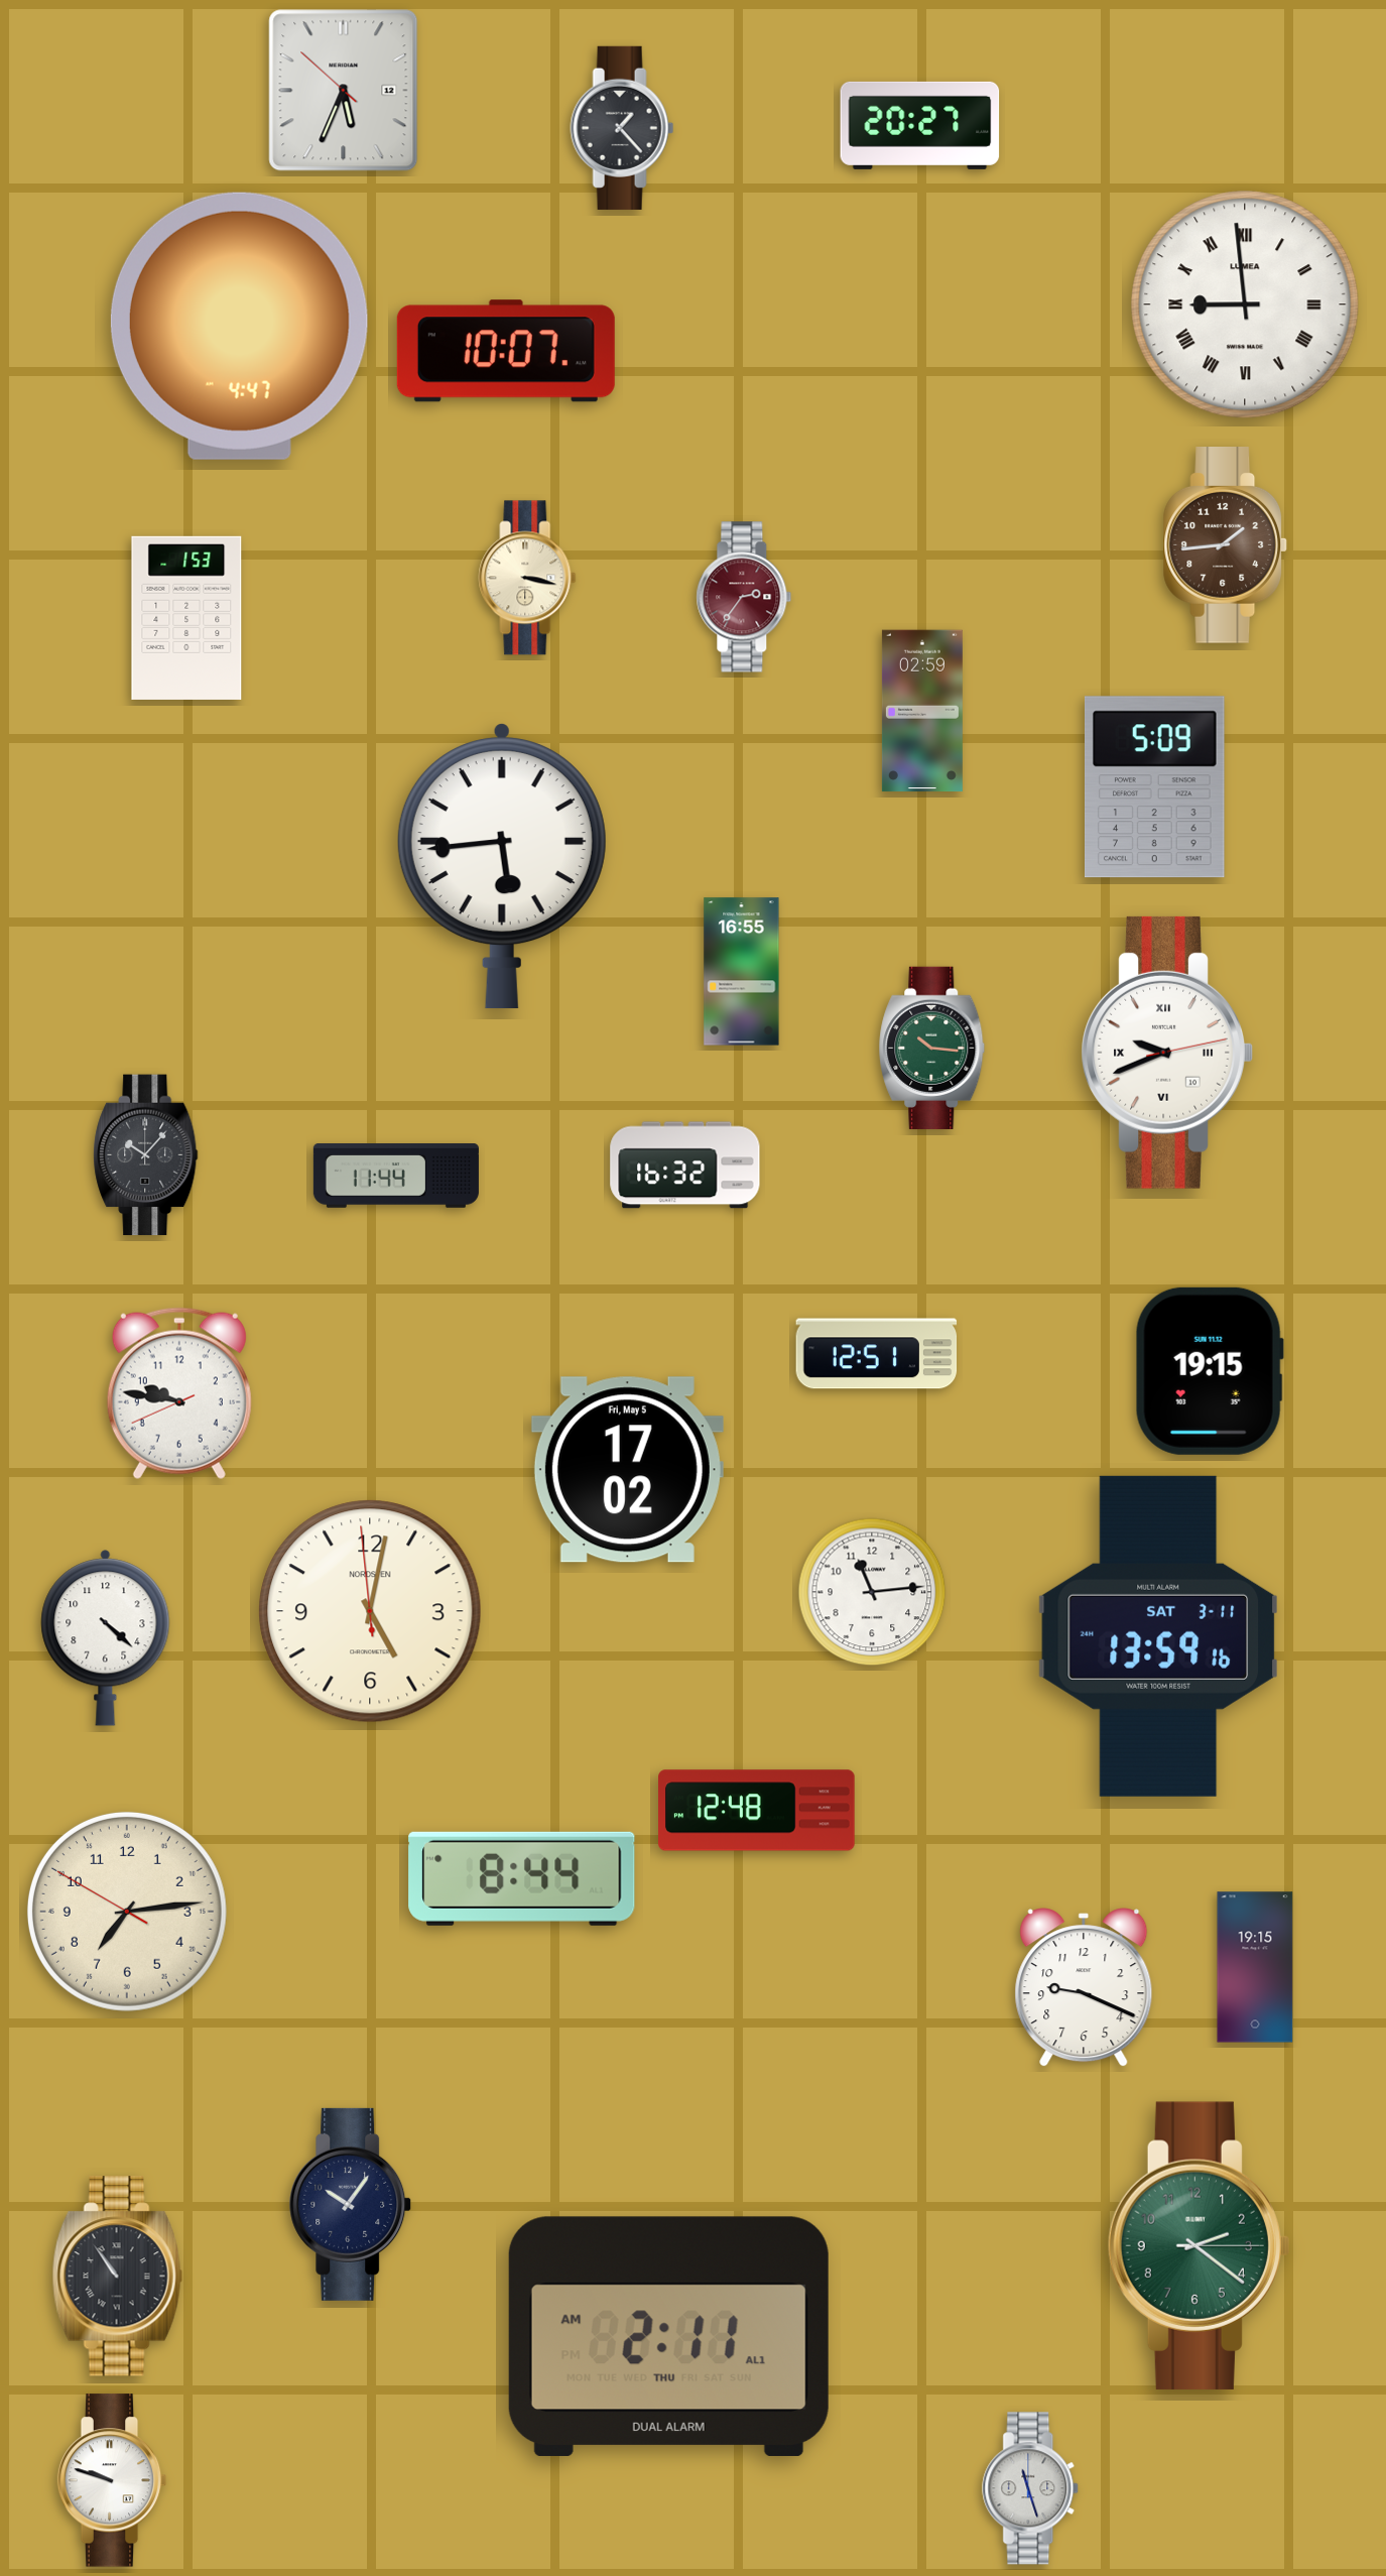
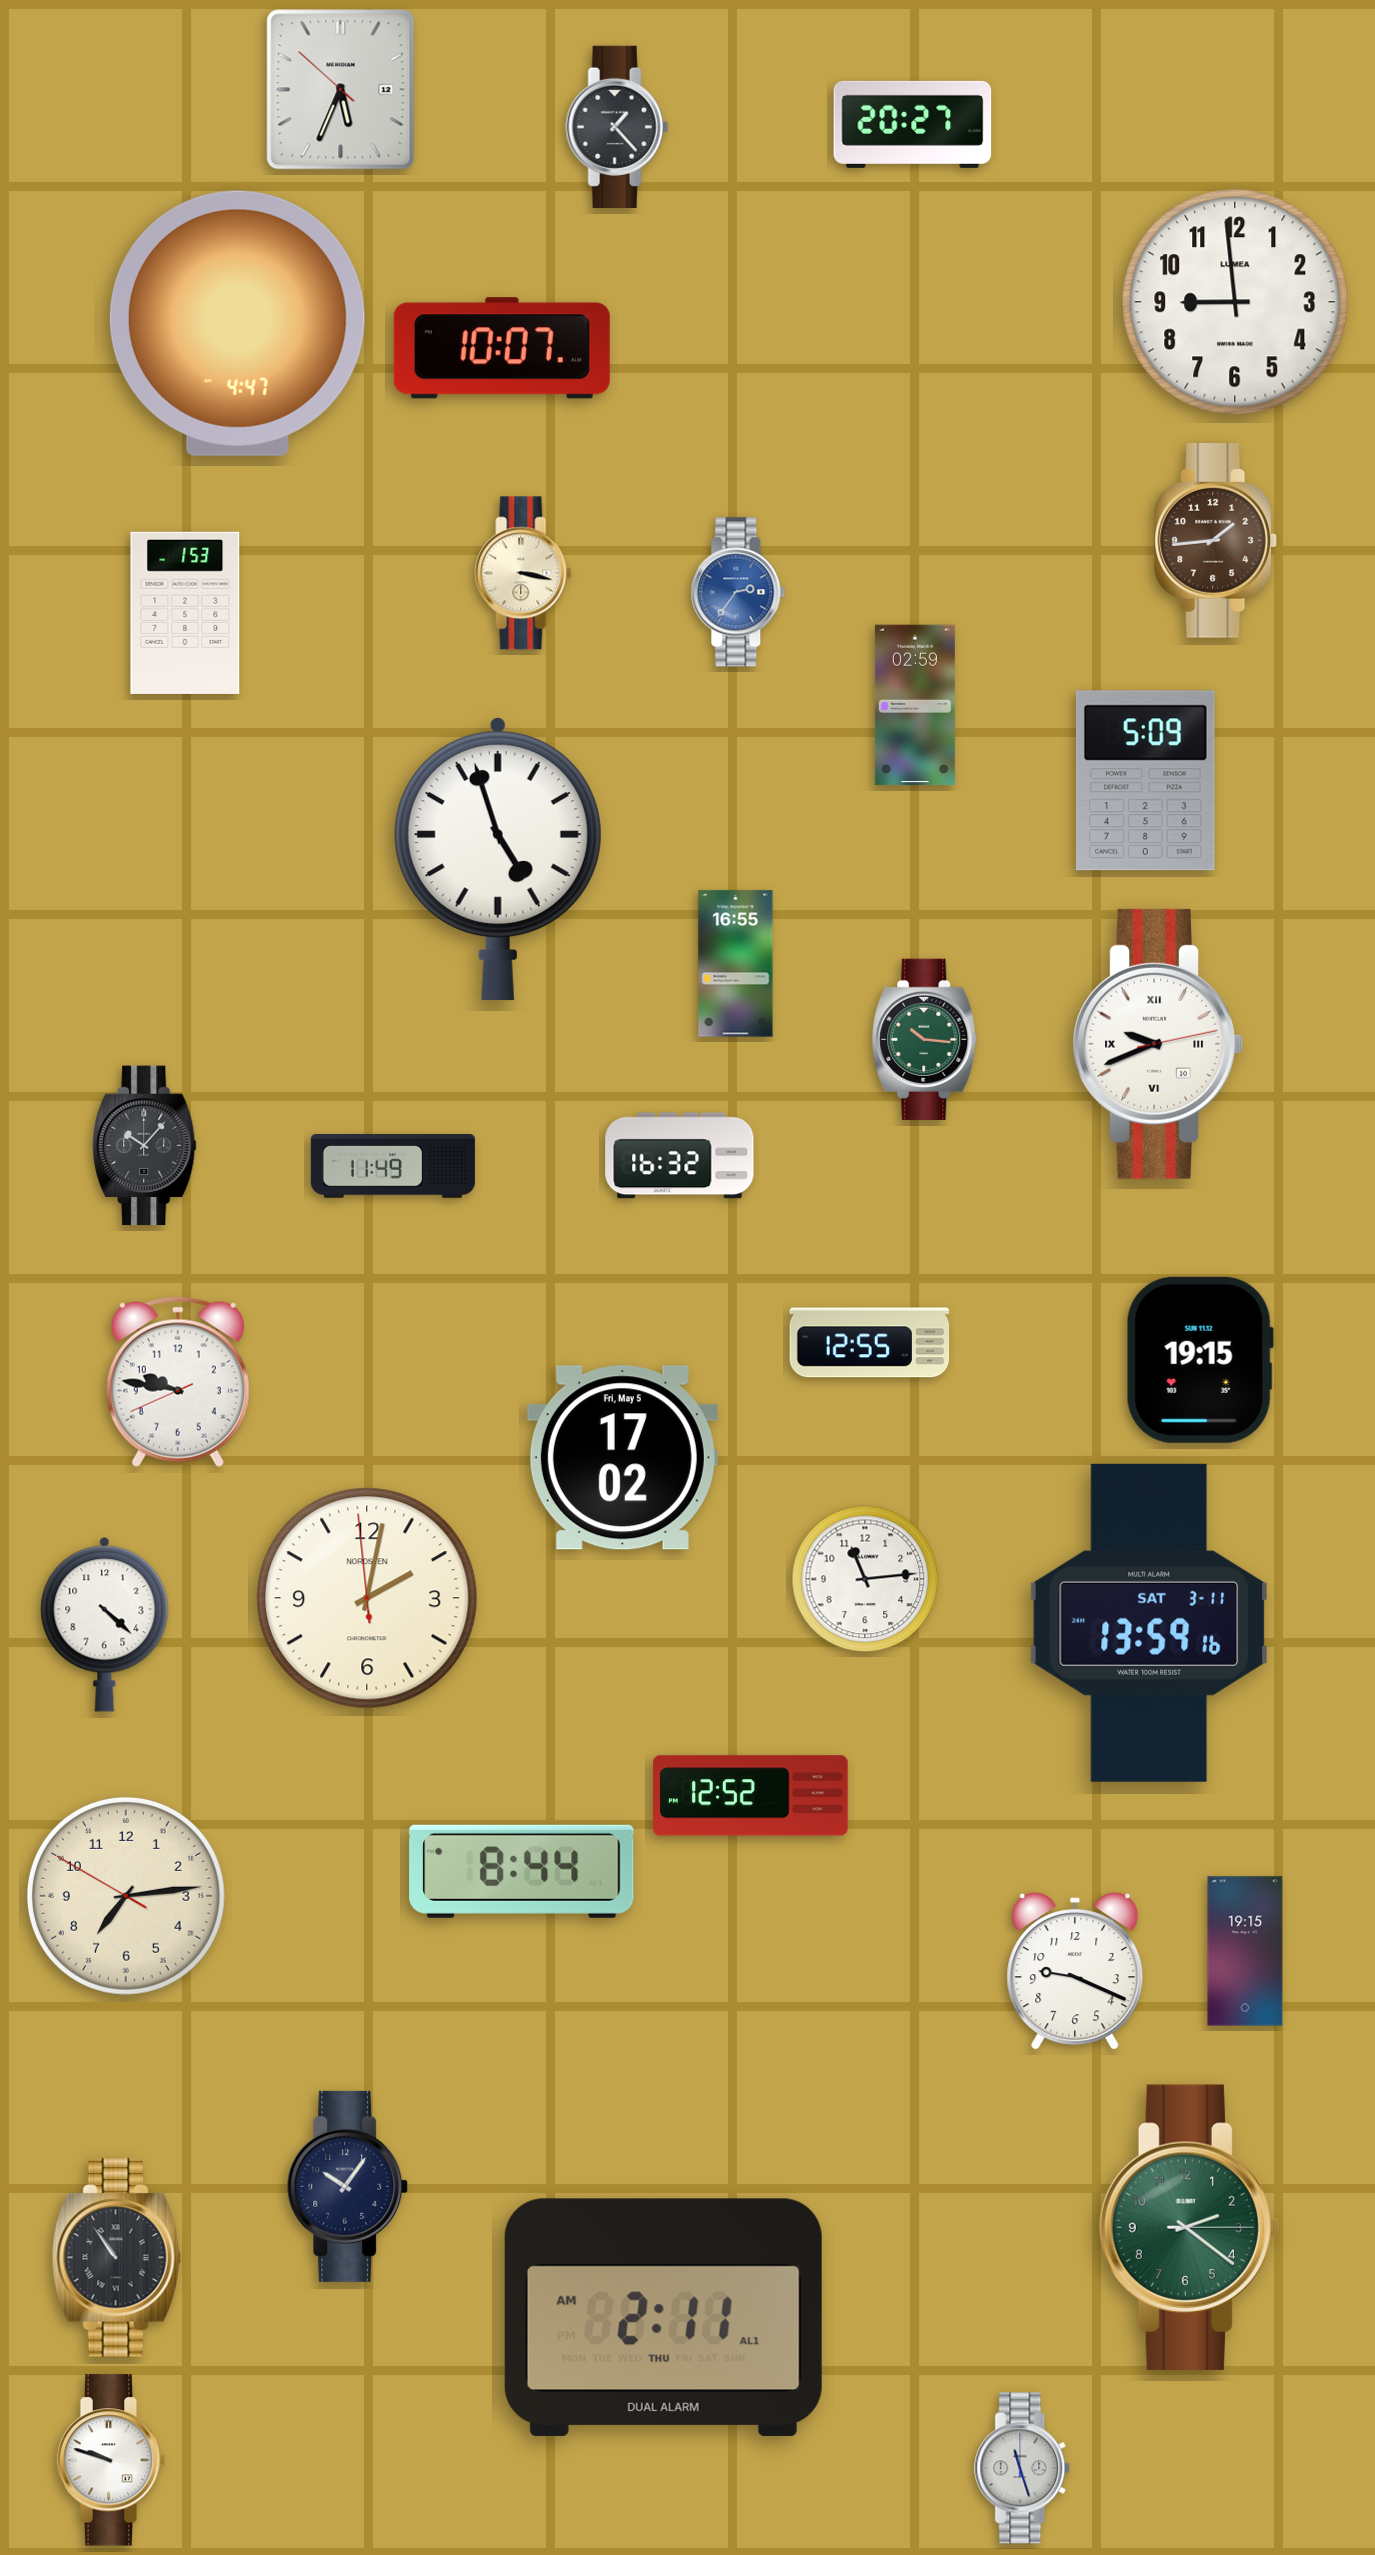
clock at (1245, 304) numerals: Roman -> Arabic
clock at (744, 597) dial: burgundy -> blue
clock at (502, 866): 5:44 -> 4:57
clock at (396, 1177): 11:44 -> 11:49
clock at (877, 1354): 12:51 -> 12:55
clock at (370, 1611): 5:01 -> 2:01
clock at (757, 1811): 12:48 -> 12:52
clock at (522, 1878) position: (522, 1878) -> (522, 1871)
